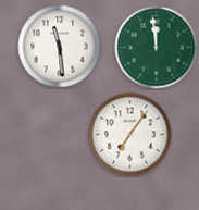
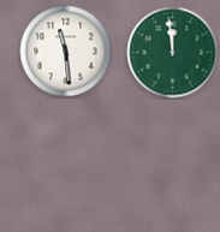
clock at (130, 135): 7:06 -> none
